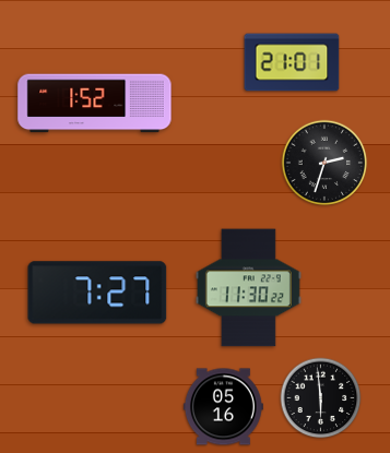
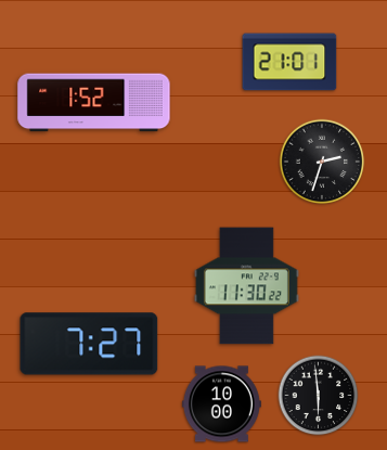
clock at (97, 293) position: (97, 293) -> (89, 344)
clock at (223, 407): 05:16 -> 10:00
